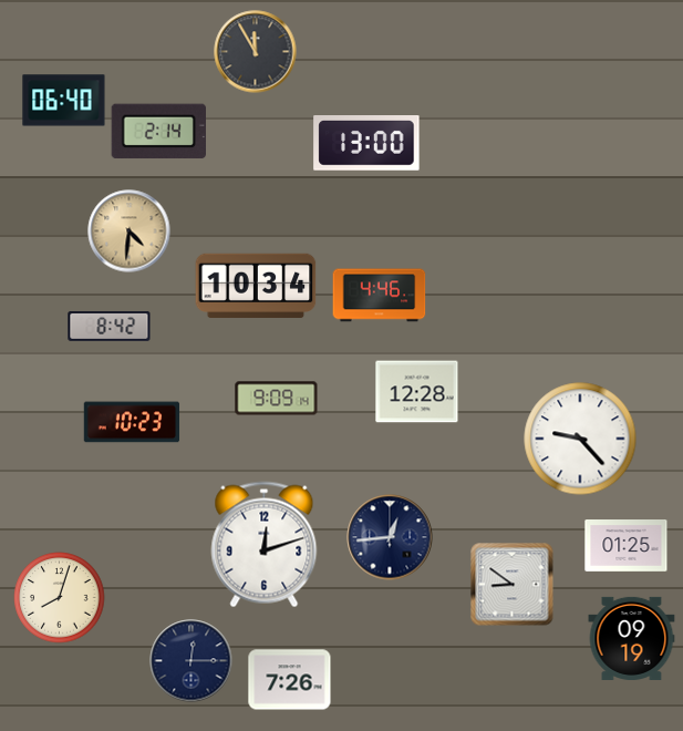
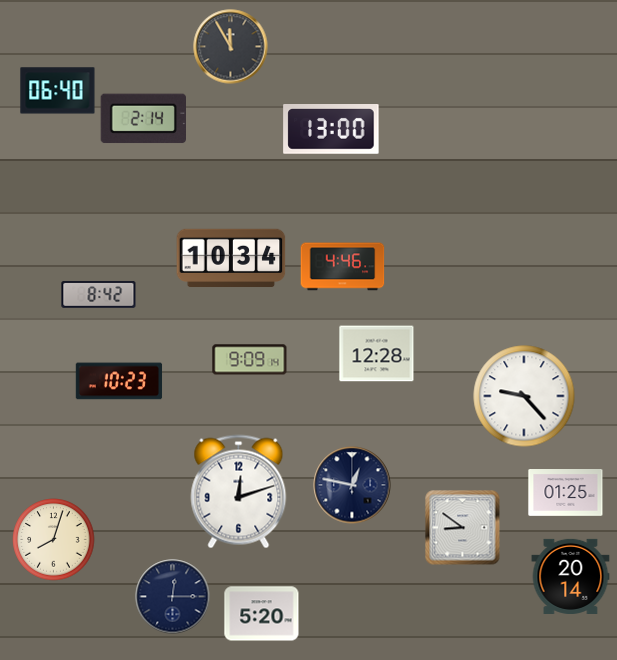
clock at (130, 231): 4:31 -> none
clock at (390, 537): 12:44 -> 12:47
clock at (632, 638): 09:19 -> 20:14
clock at (290, 680): 7:26 -> 5:20
